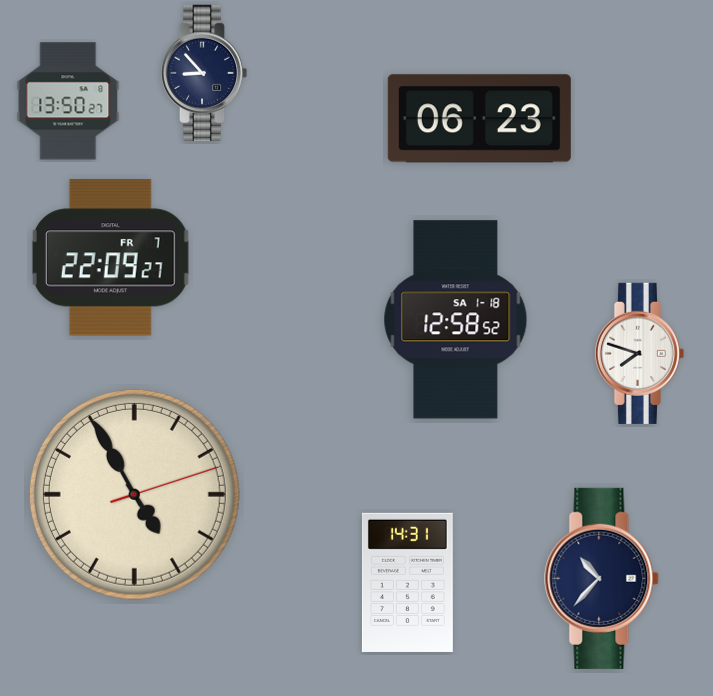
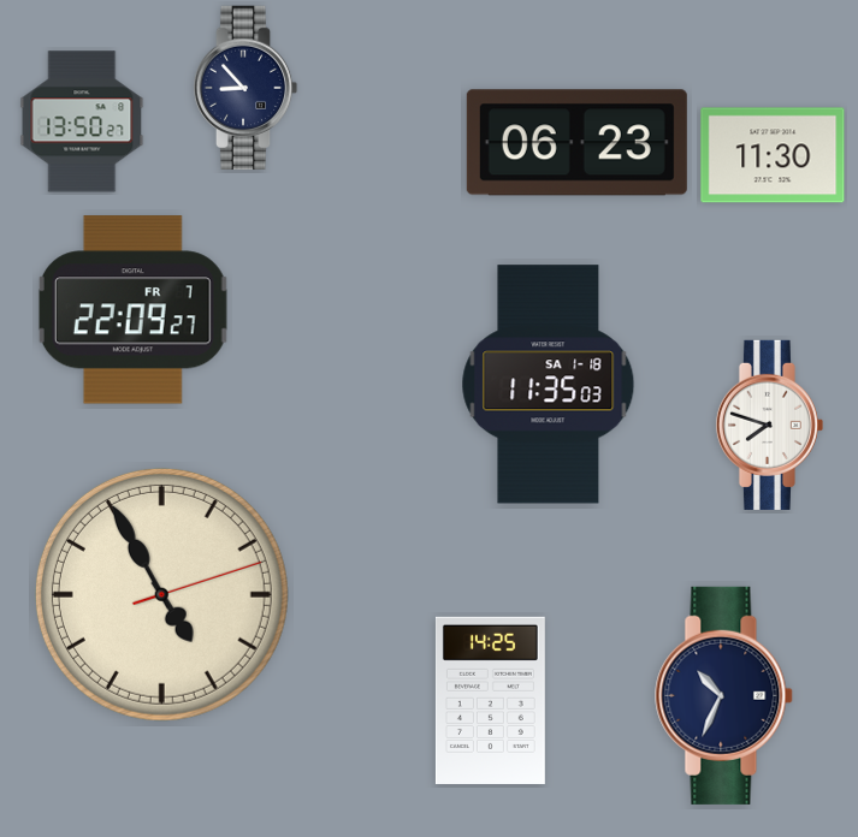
clock at (773, 155): none -> 11:30
clock at (456, 320): 12:58 -> 11:35
clock at (602, 578): 10:37 -> 10:34
clock at (407, 582): 14:31 -> 14:25
